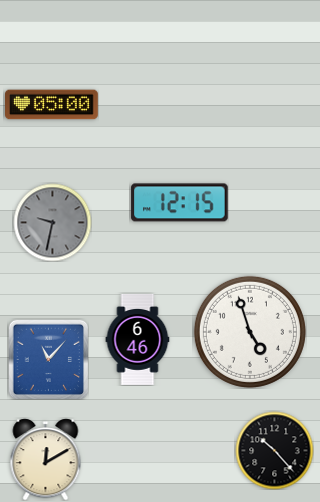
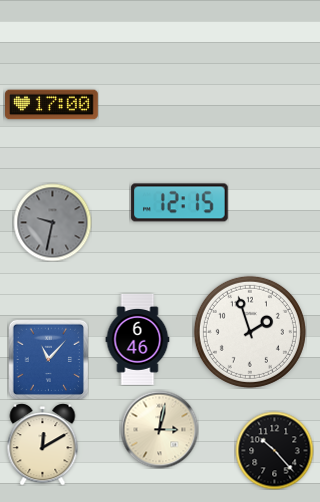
clock at (52, 105): 05:00 -> 17:00
clock at (250, 332): 4:57 -> 1:57
clock at (159, 429): none -> 3:02
clock at (46, 459) position: (46, 459) -> (43, 444)
